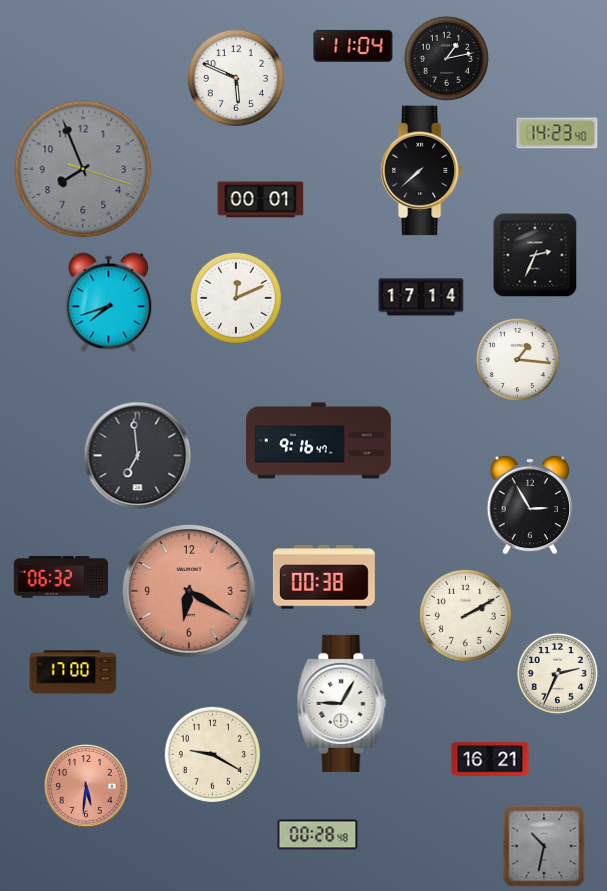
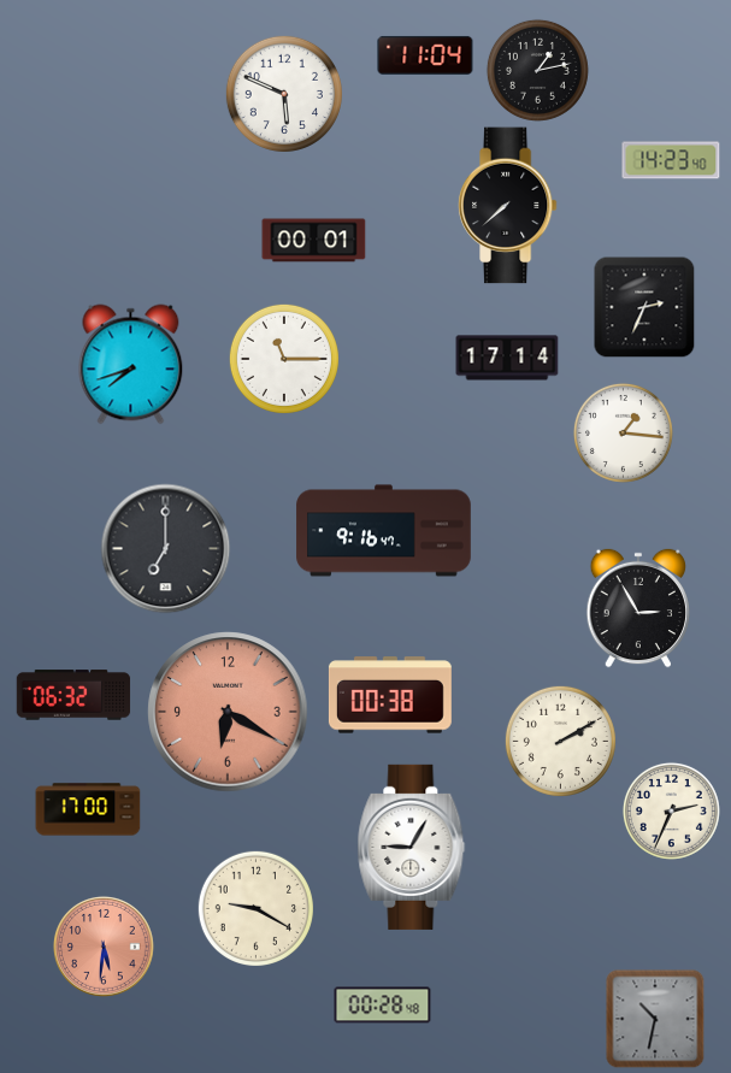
clock at (83, 169): 7:56 -> none
clock at (236, 298): 12:11 -> 11:15
clock at (138, 456): 6:59 -> 7:00
clock at (490, 759): 16:21 -> none
